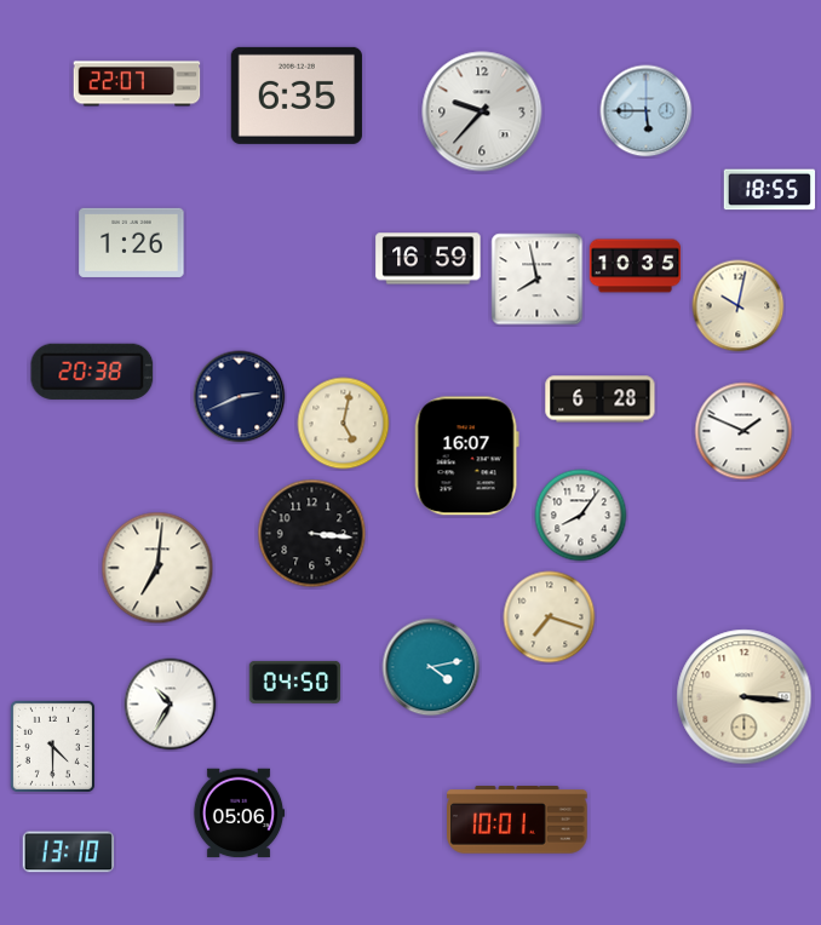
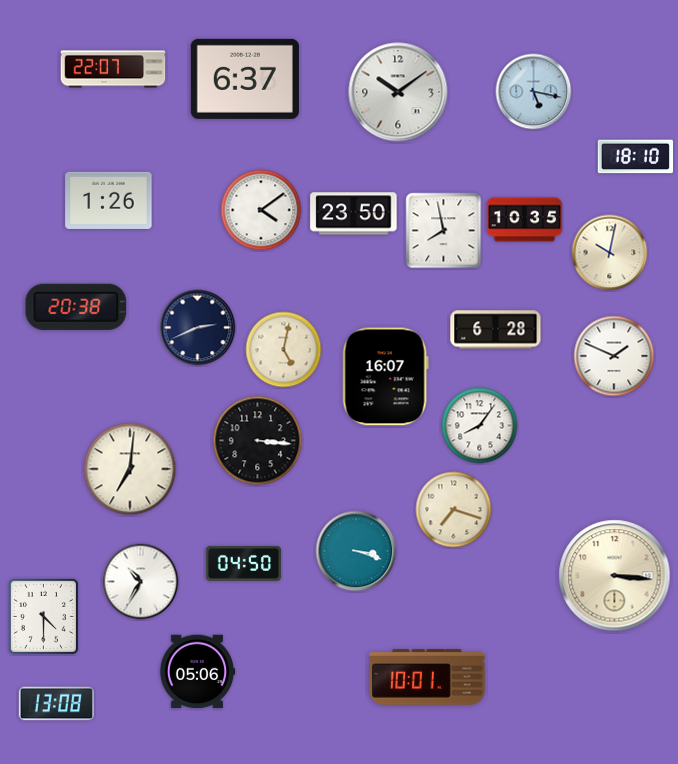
clock at (297, 96): 6:35 -> 6:37
clock at (482, 111): 9:37 -> 10:09
clock at (647, 111): 5:45 -> 5:17
clock at (770, 190): 18:55 -> 18:10
clock at (261, 210): none -> 4:09
clock at (429, 259): 16:59 -> 23:50
clock at (431, 667): 4:13 -> 3:18
clock at (69, 852): 13:10 -> 13:08
